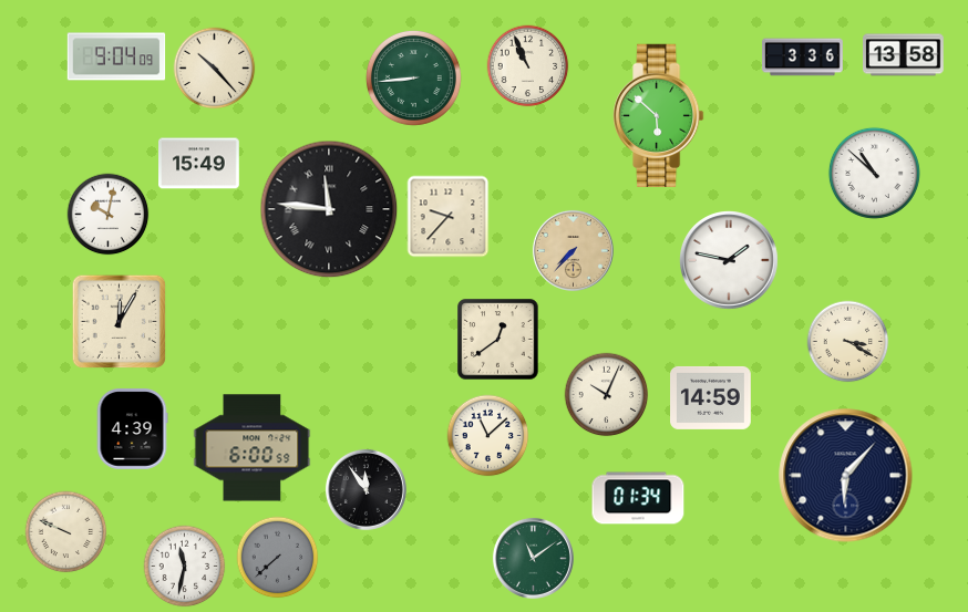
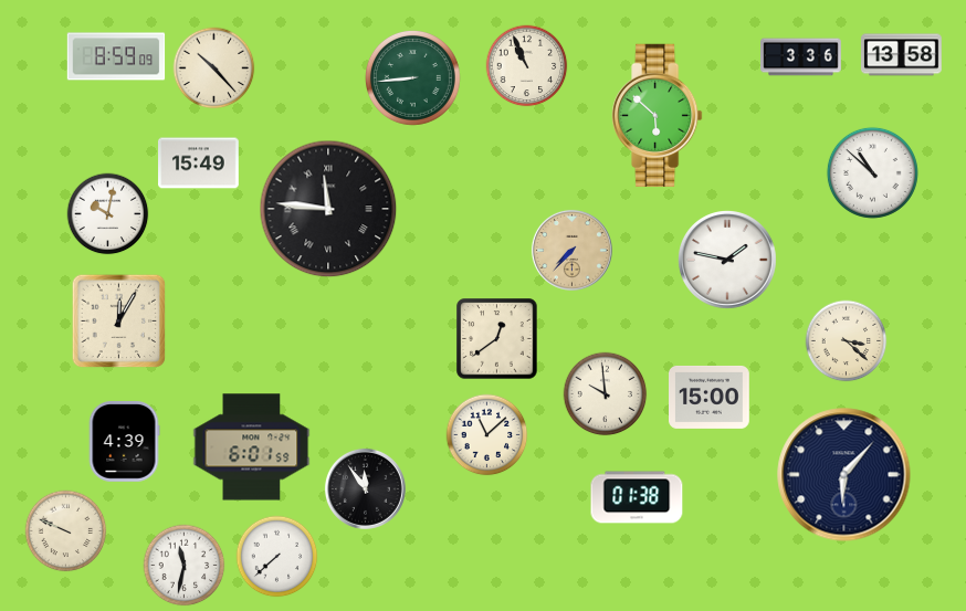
clock at (116, 56): 9:04 -> 8:59
clock at (449, 217): 9:37 -> none
clock at (848, 342): 3:20 -> 3:22
clock at (607, 395): 10:04 -> 9:59
clock at (711, 397): 14:59 -> 15:00
clock at (132, 429) position: (132, 429) -> (124, 442)
clock at (253, 448): 6:00 -> 6:01
clock at (638, 498): 01:34 -> 01:38
clock at (278, 558) dial: grey -> white
clock at (533, 558): 11:09 -> none
